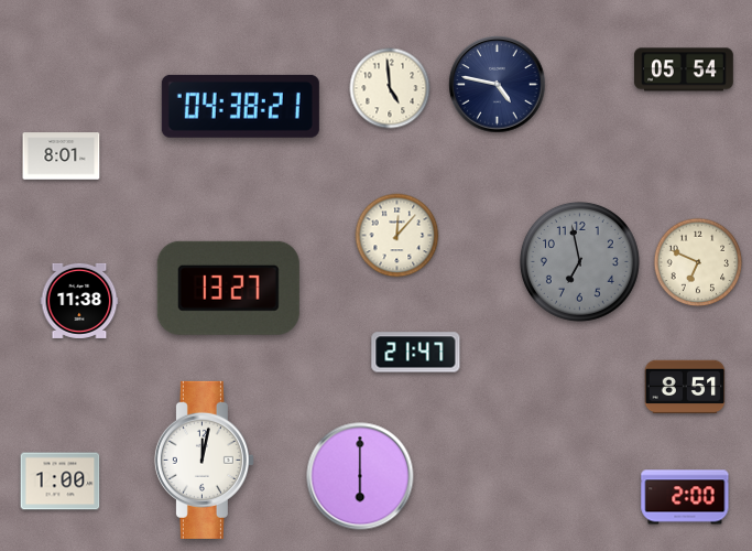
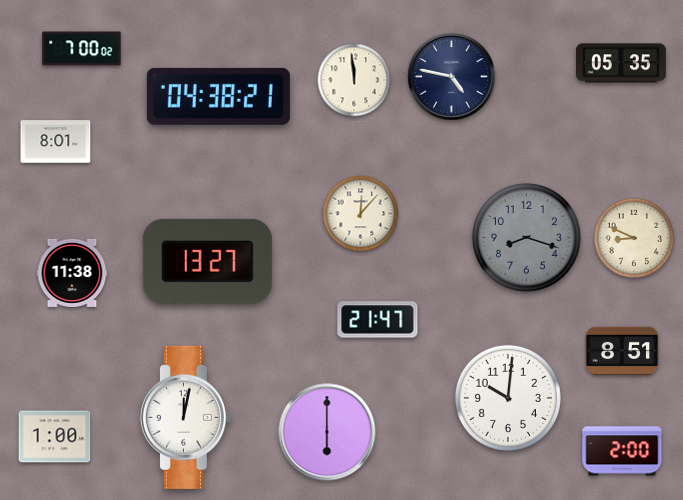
clock at (82, 49): none -> 7:00
clock at (685, 69): 05:54 -> 05:35
clock at (390, 88): 4:59 -> 11:59
clock at (579, 261): 6:58 -> 8:18
clock at (698, 262): 6:49 -> 8:49
clock at (508, 398): none -> 10:01
